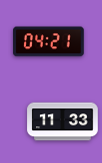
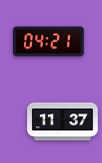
clock at (63, 122): 11:33 -> 11:37
